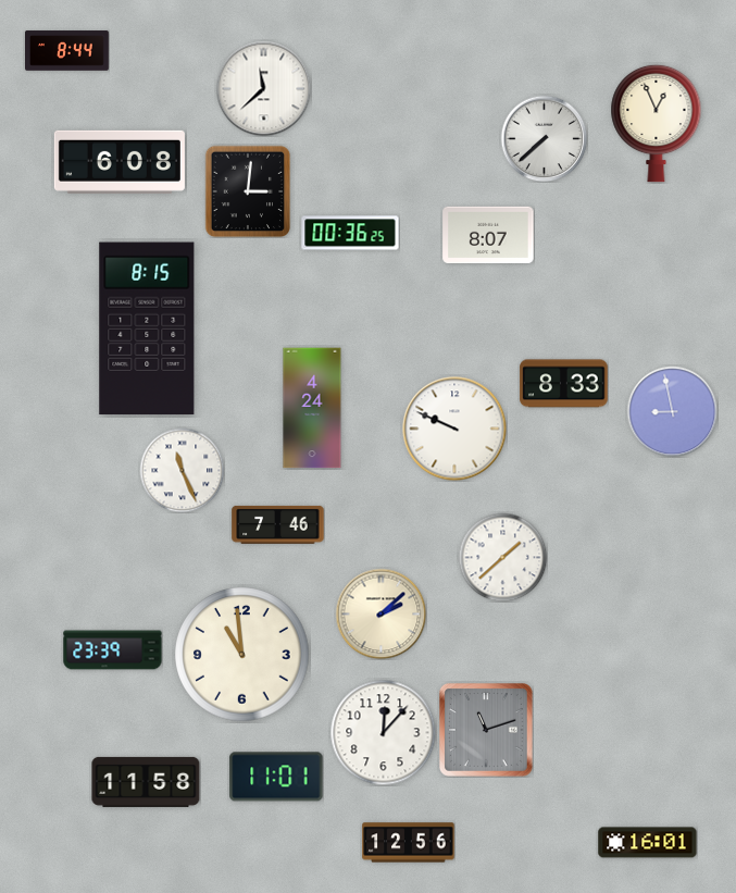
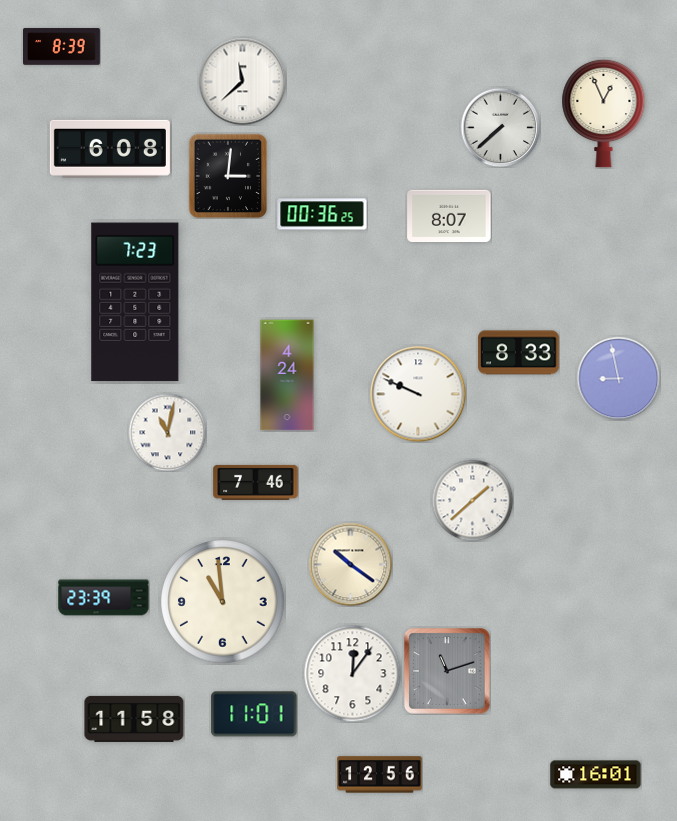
clock at (67, 51): 8:44 -> 8:39
clock at (147, 328): 8:15 -> 7:23
clock at (182, 470): 11:26 -> 11:02
clock at (502, 557) position: (502, 557) -> (472, 500)
clock at (381, 613): 2:08 -> 10:21
clock at (383, 732): 12:07 -> 12:06
clock at (409, 843) position: (409, 843) -> (380, 775)
